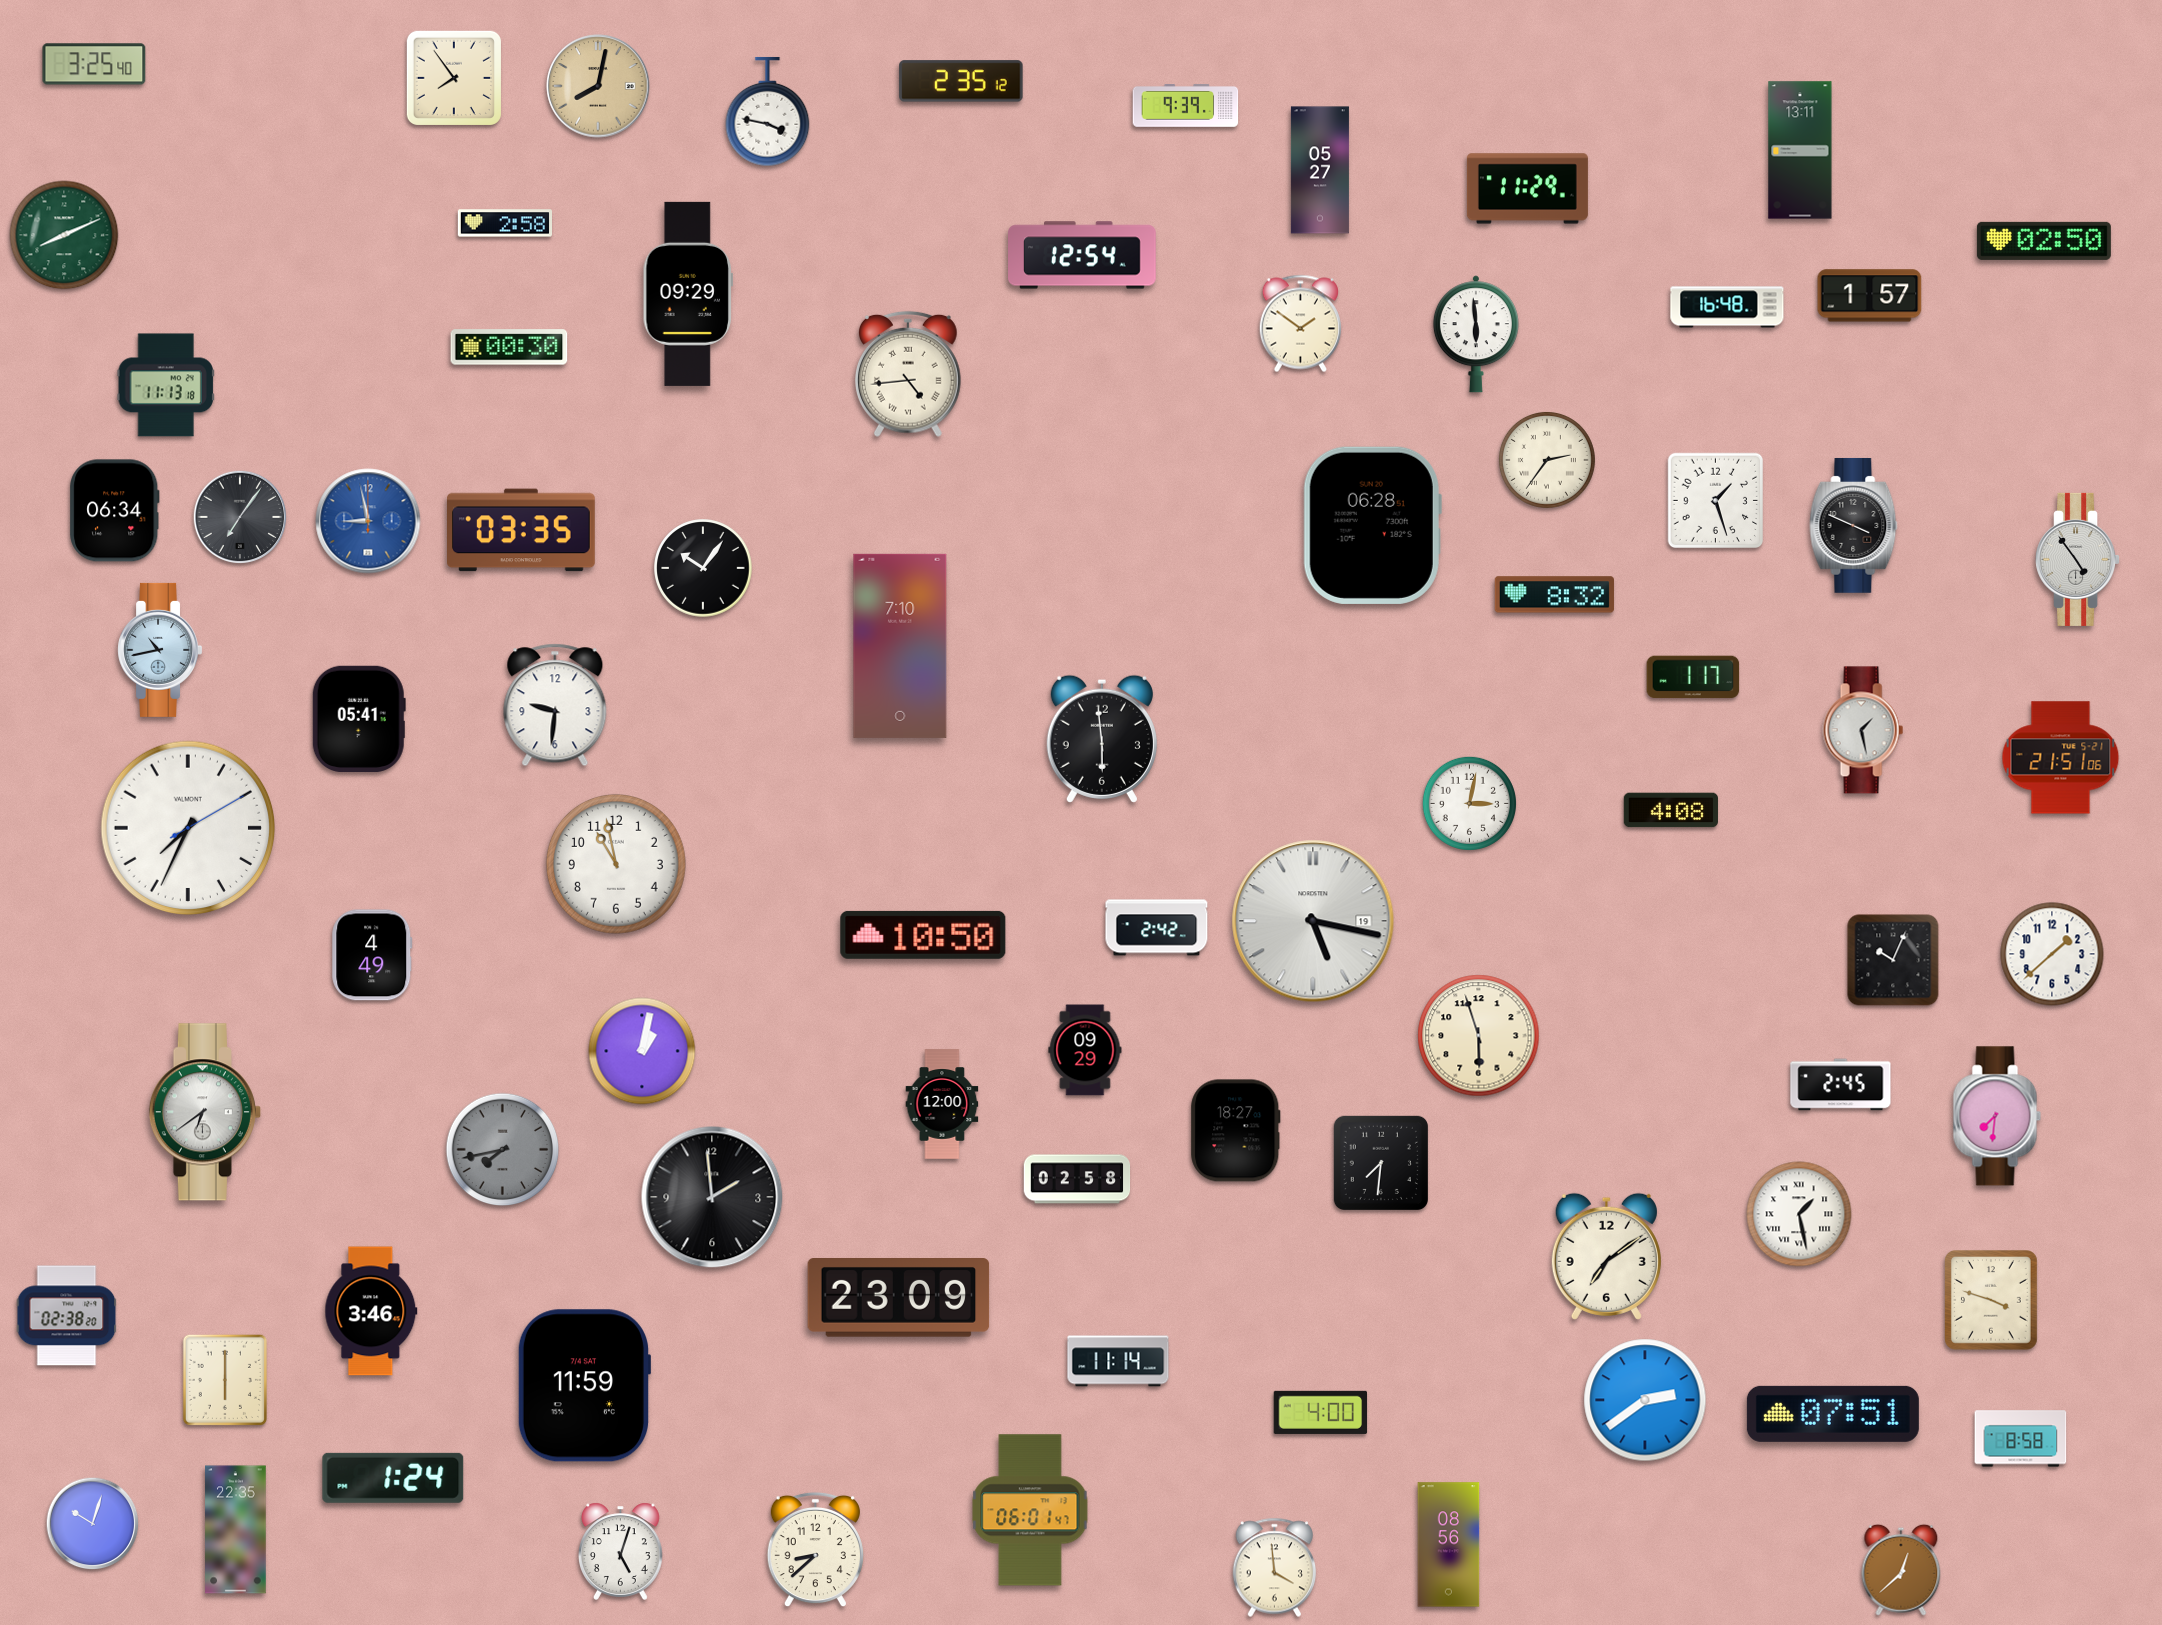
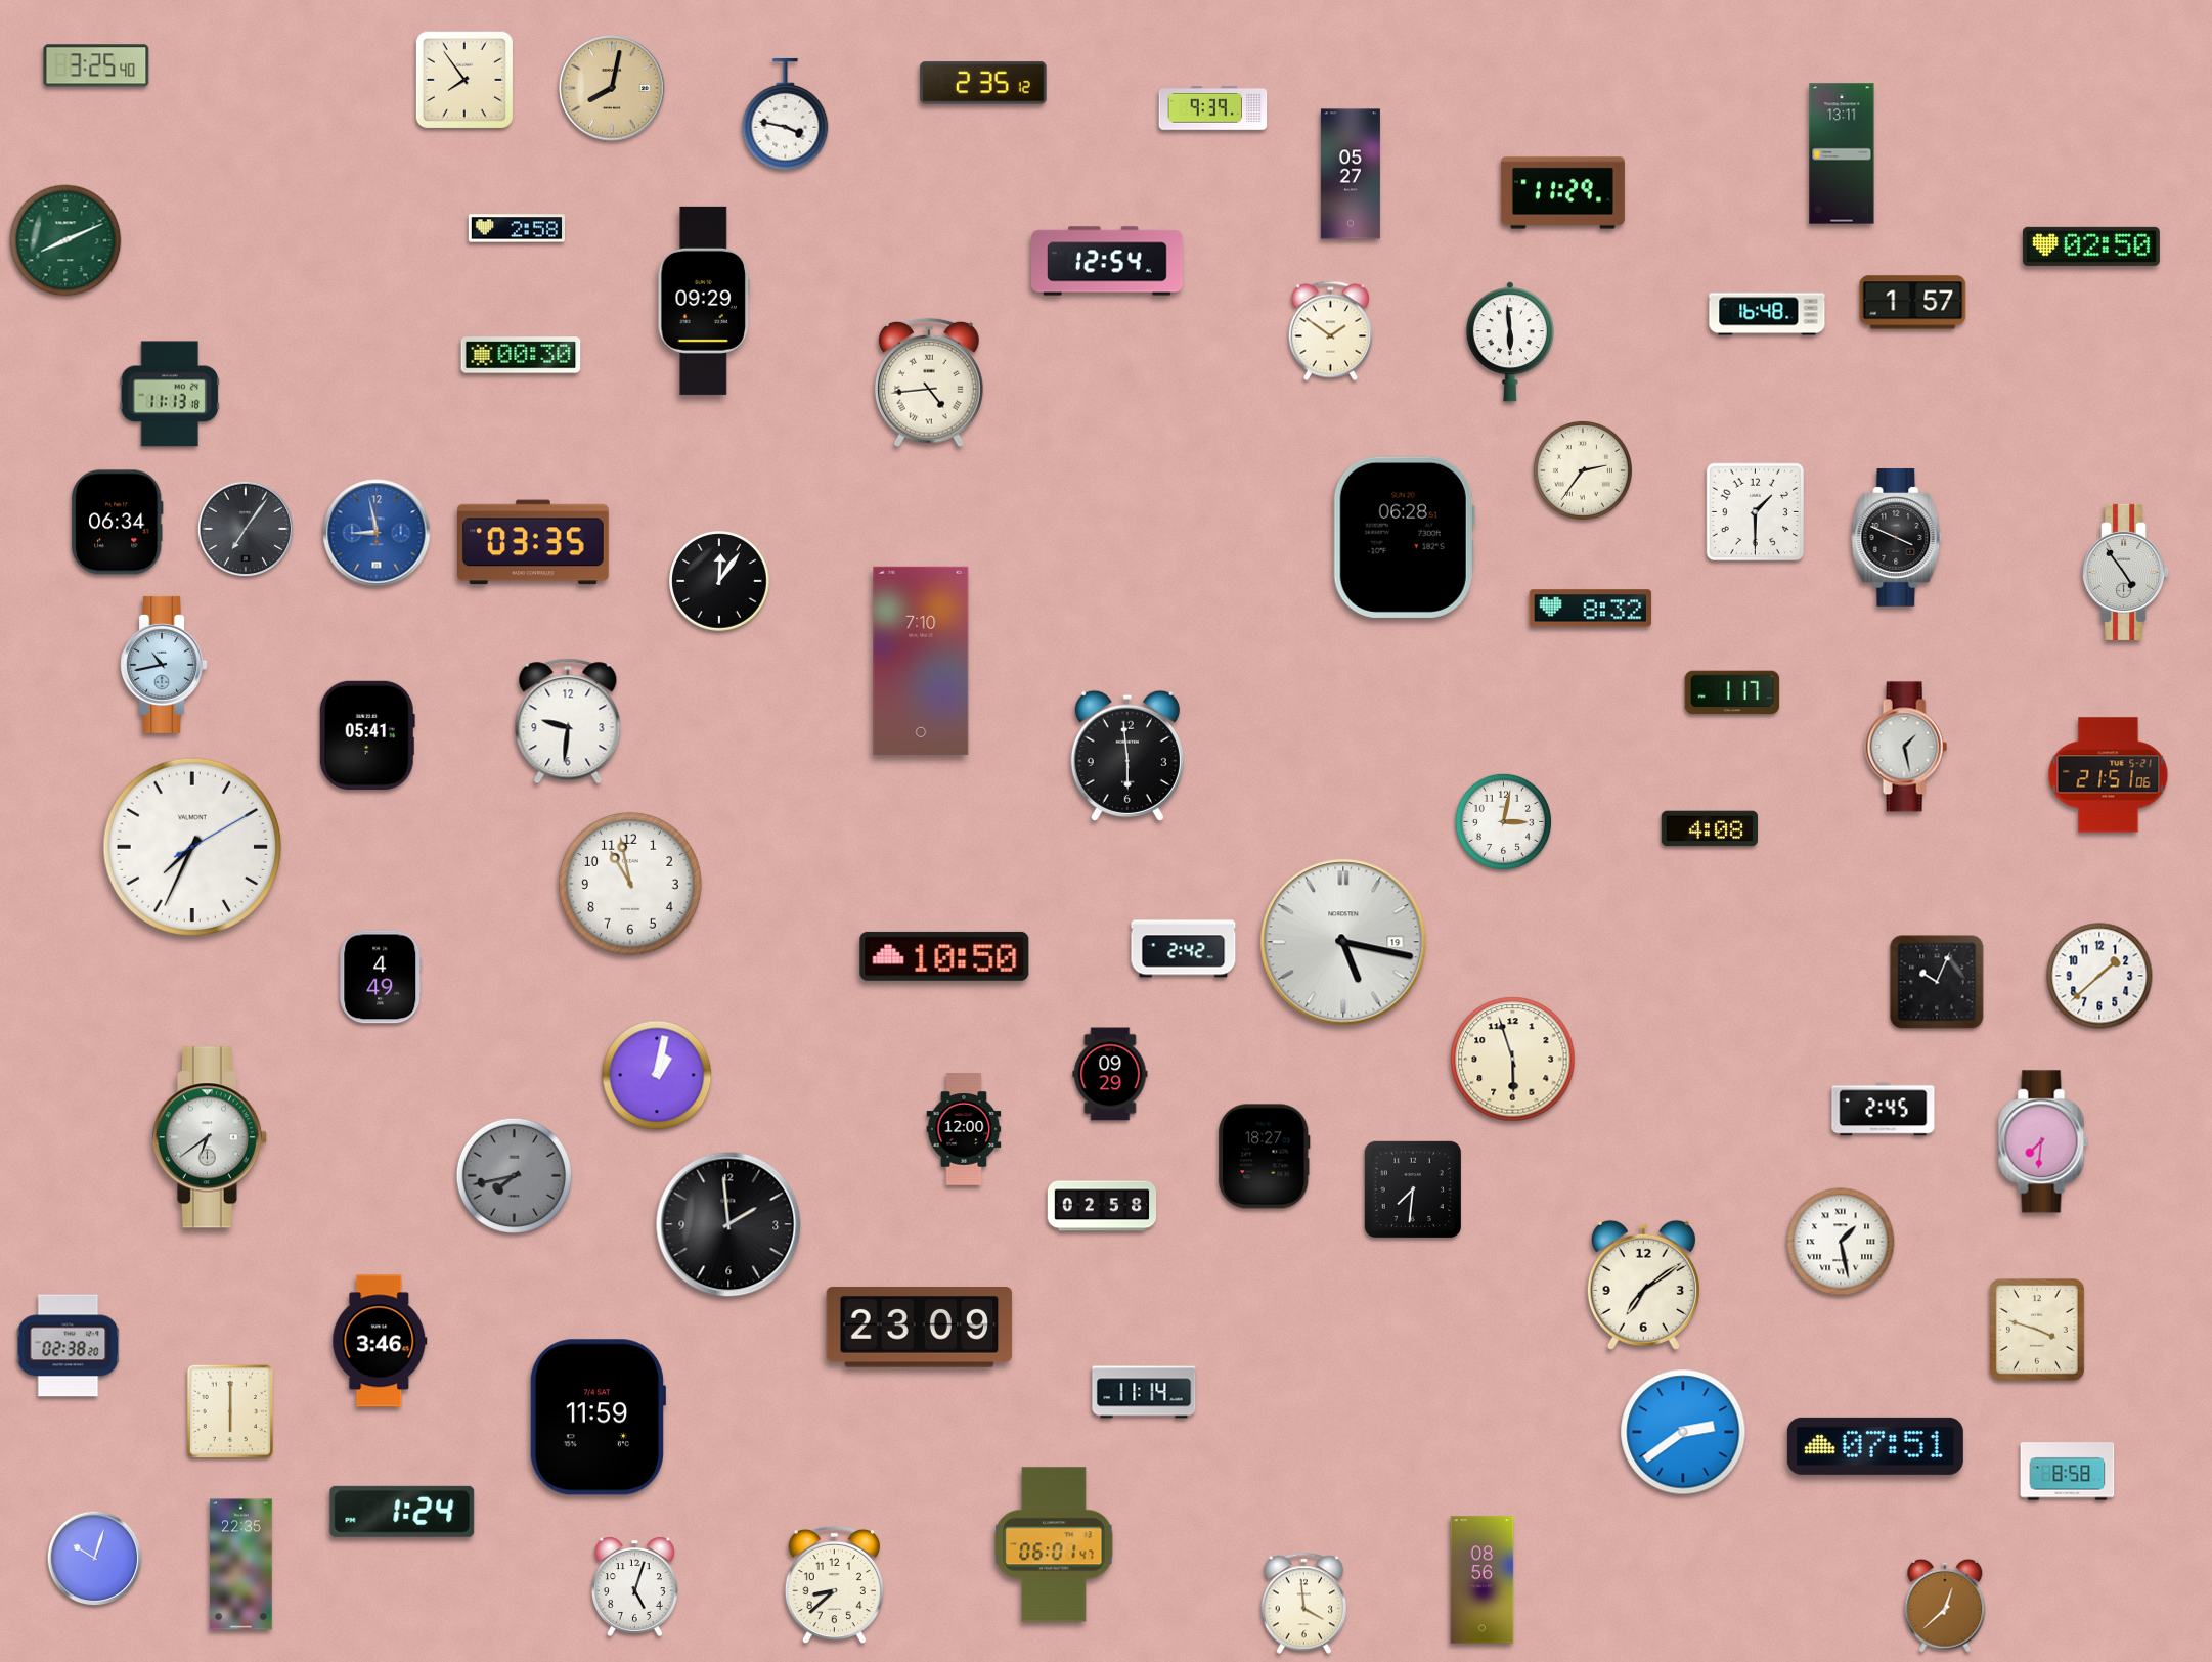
clock at (1716, 501): 1:27 -> 1:30
clock at (703, 568): 10:06 -> 12:06
clock at (1321, 1412): 4:00 -> none
